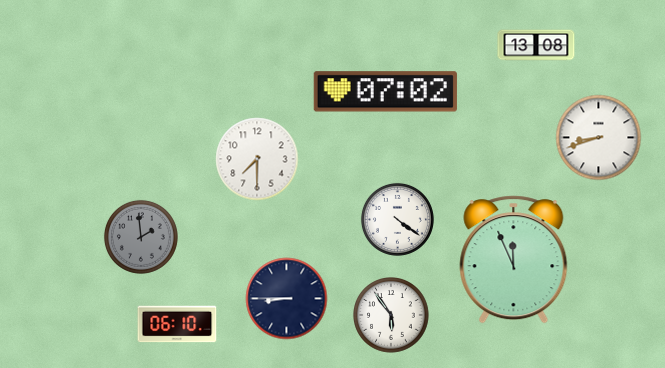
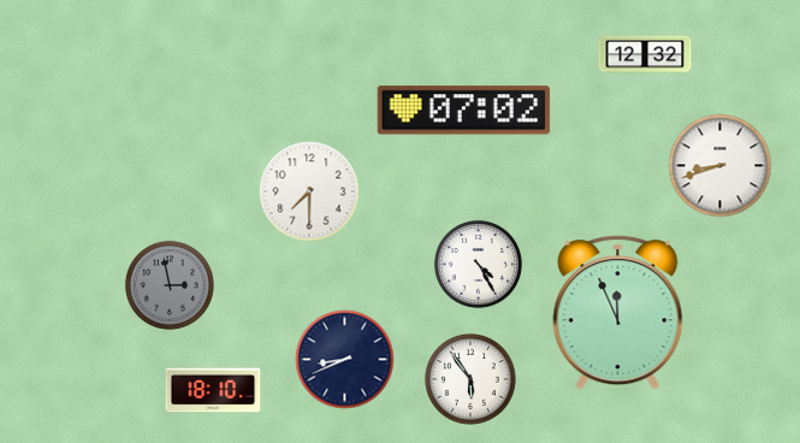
clock at (536, 45): 13:08 -> 12:32
clock at (397, 219): 4:21 -> 4:25
clock at (141, 237): 1:59 -> 2:58
clock at (287, 299): 8:45 -> 8:41
clock at (177, 324): 06:10 -> 18:10
